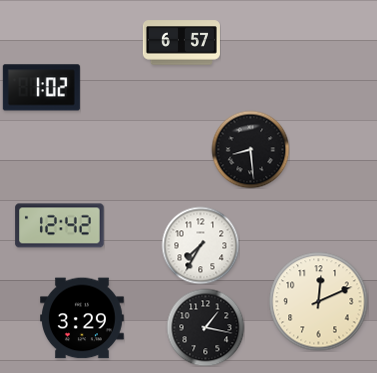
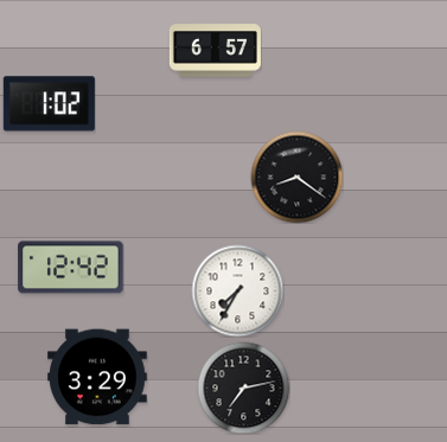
clock at (250, 149): 8:29 -> 8:21
clock at (319, 302): 12:11 -> none
clock at (205, 327): 1:17 -> 7:13
